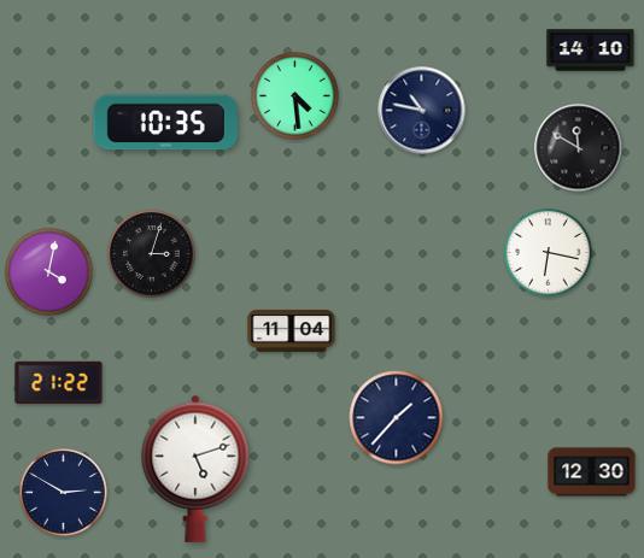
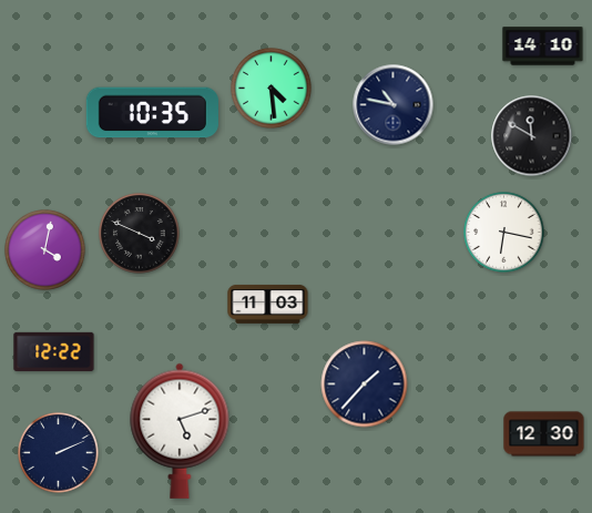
clock at (422, 111) position: (422, 111) -> (394, 105)
clock at (152, 254): 3:03 -> 3:49
clock at (292, 330): 11:04 -> 11:03
clock at (59, 382): 21:22 -> 12:22
clock at (64, 493): 2:50 -> 2:11
